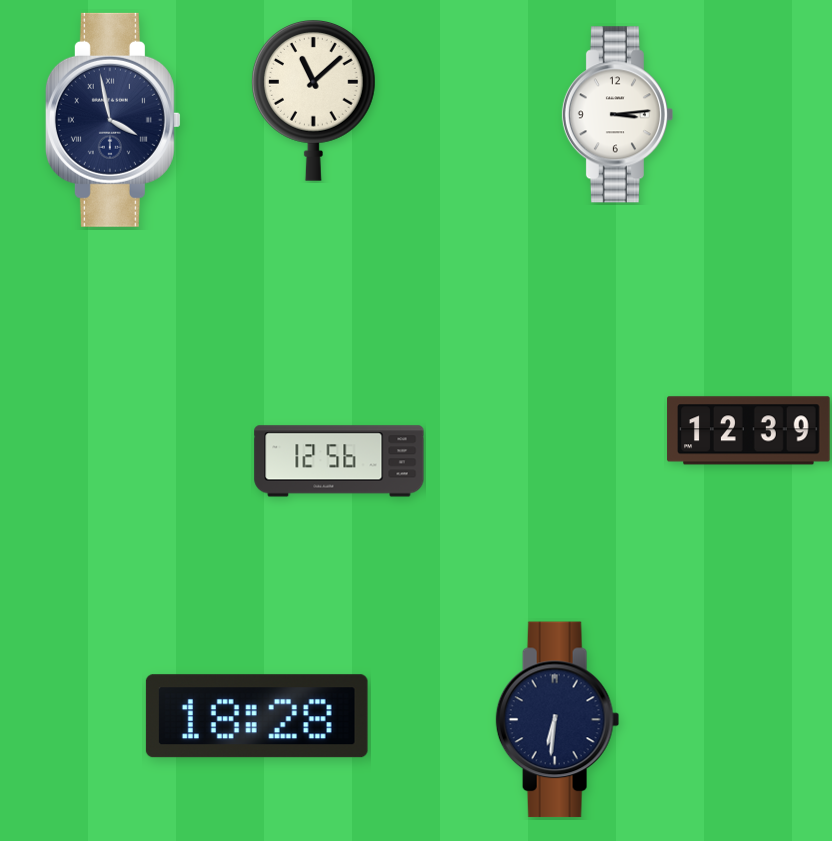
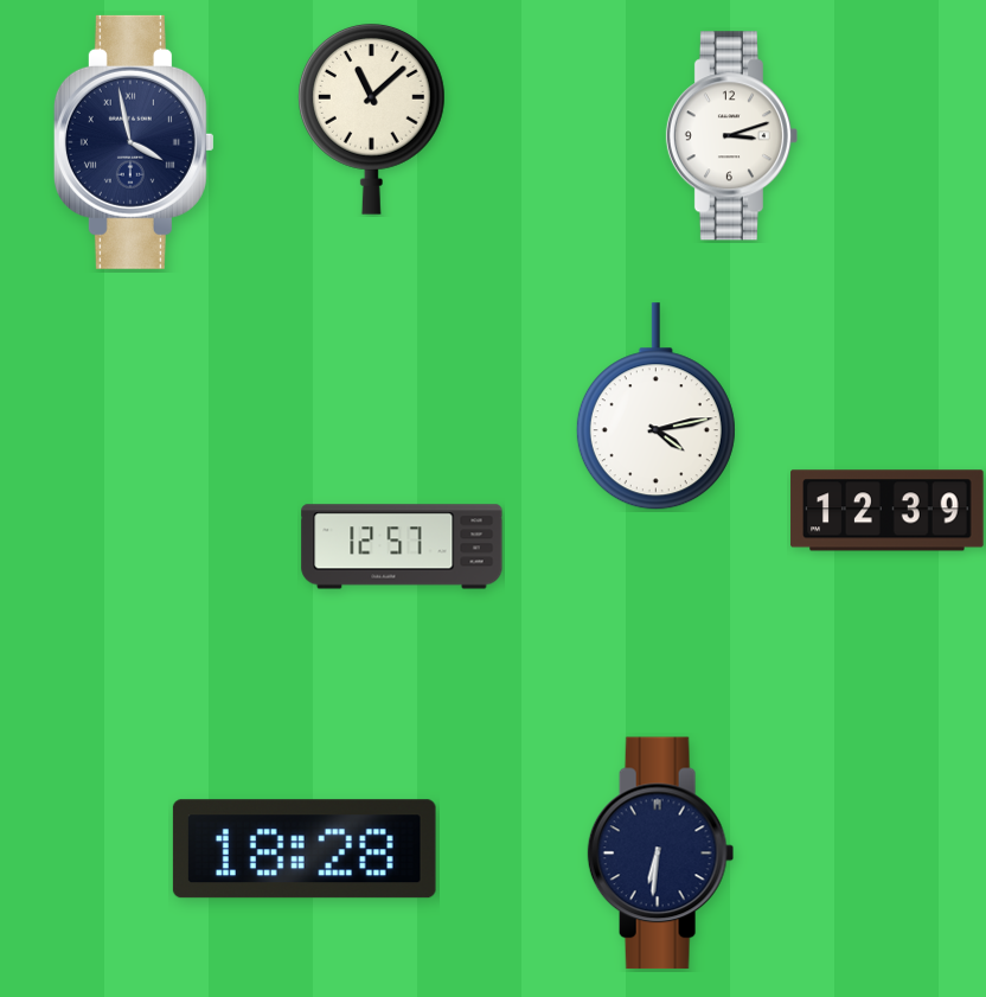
clock at (617, 115): 3:14 -> 3:12
clock at (655, 407): none -> 4:13
clock at (339, 461): 12:56 -> 12:57
